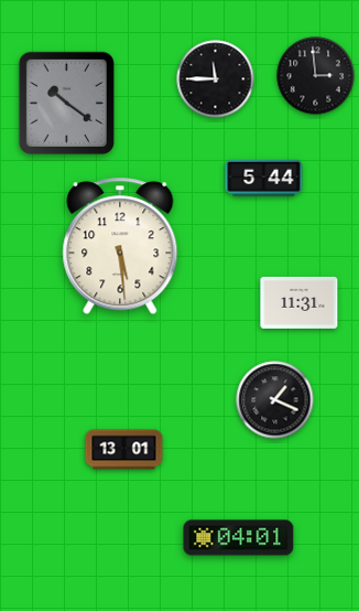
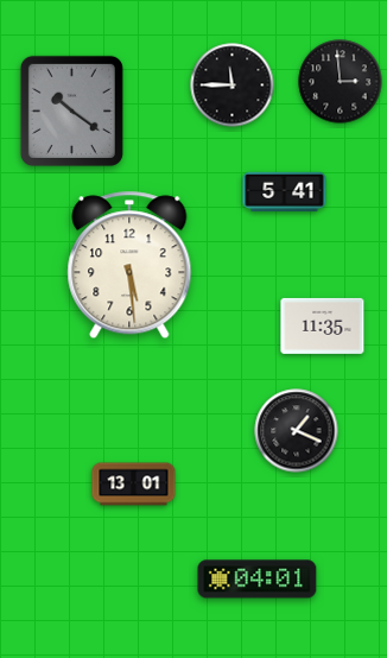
clock at (264, 178): 5:44 -> 5:41
clock at (300, 302): 11:31 -> 11:35
